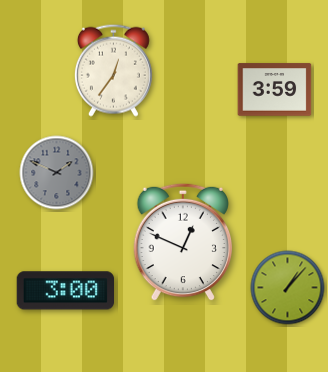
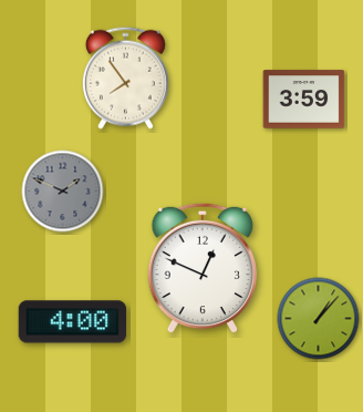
clock at (113, 70): 12:36 -> 7:54
clock at (65, 291): 3:00 -> 4:00
